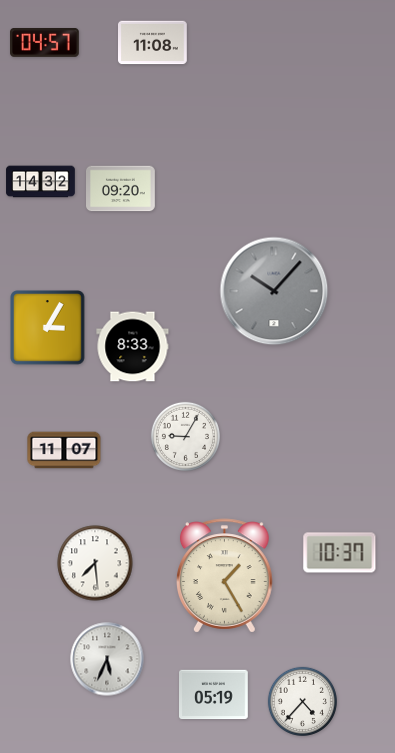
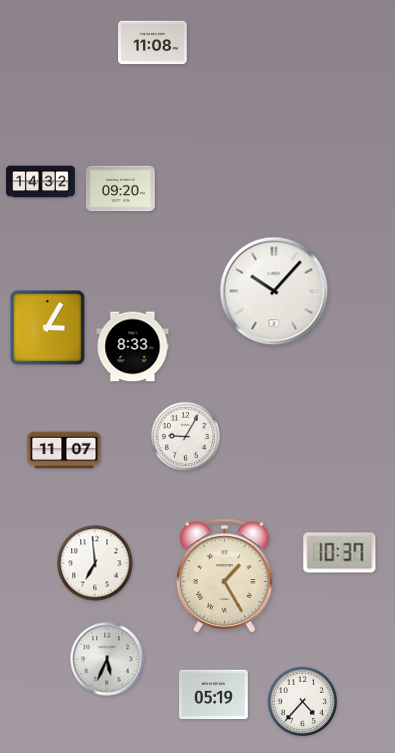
clock at (45, 43): 04:57 -> none
clock at (274, 291) dial: grey -> white
clock at (95, 563): 7:29 -> 6:59
